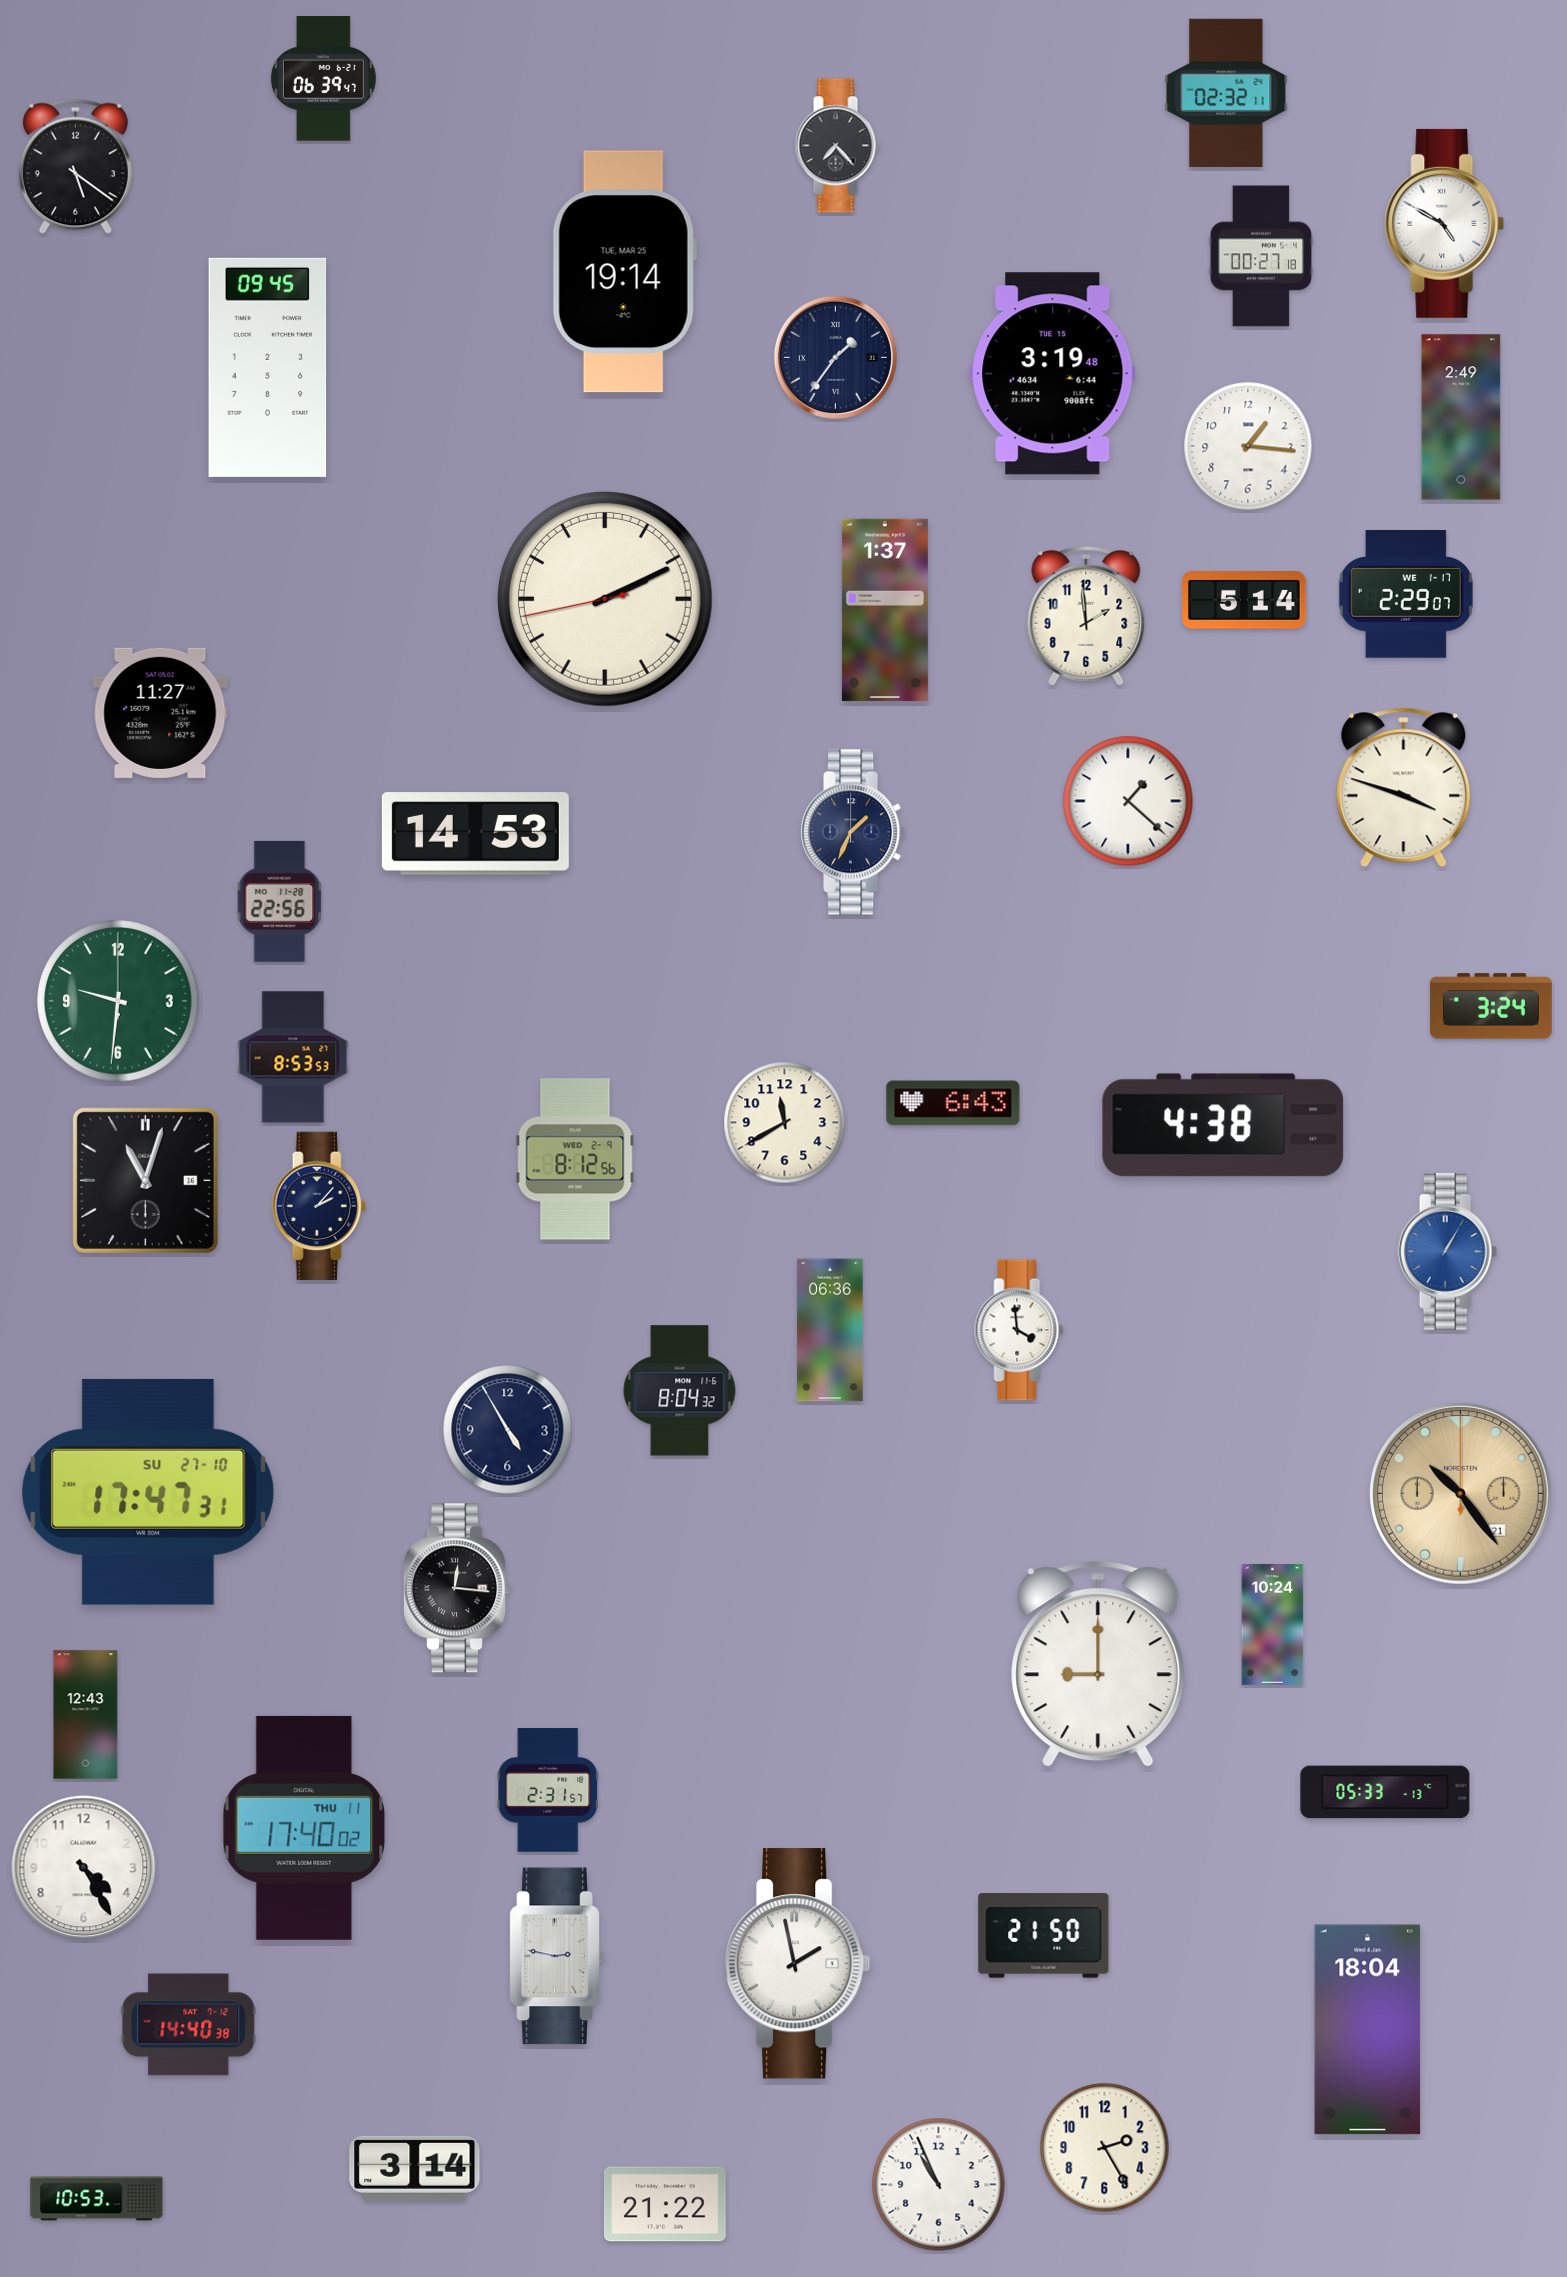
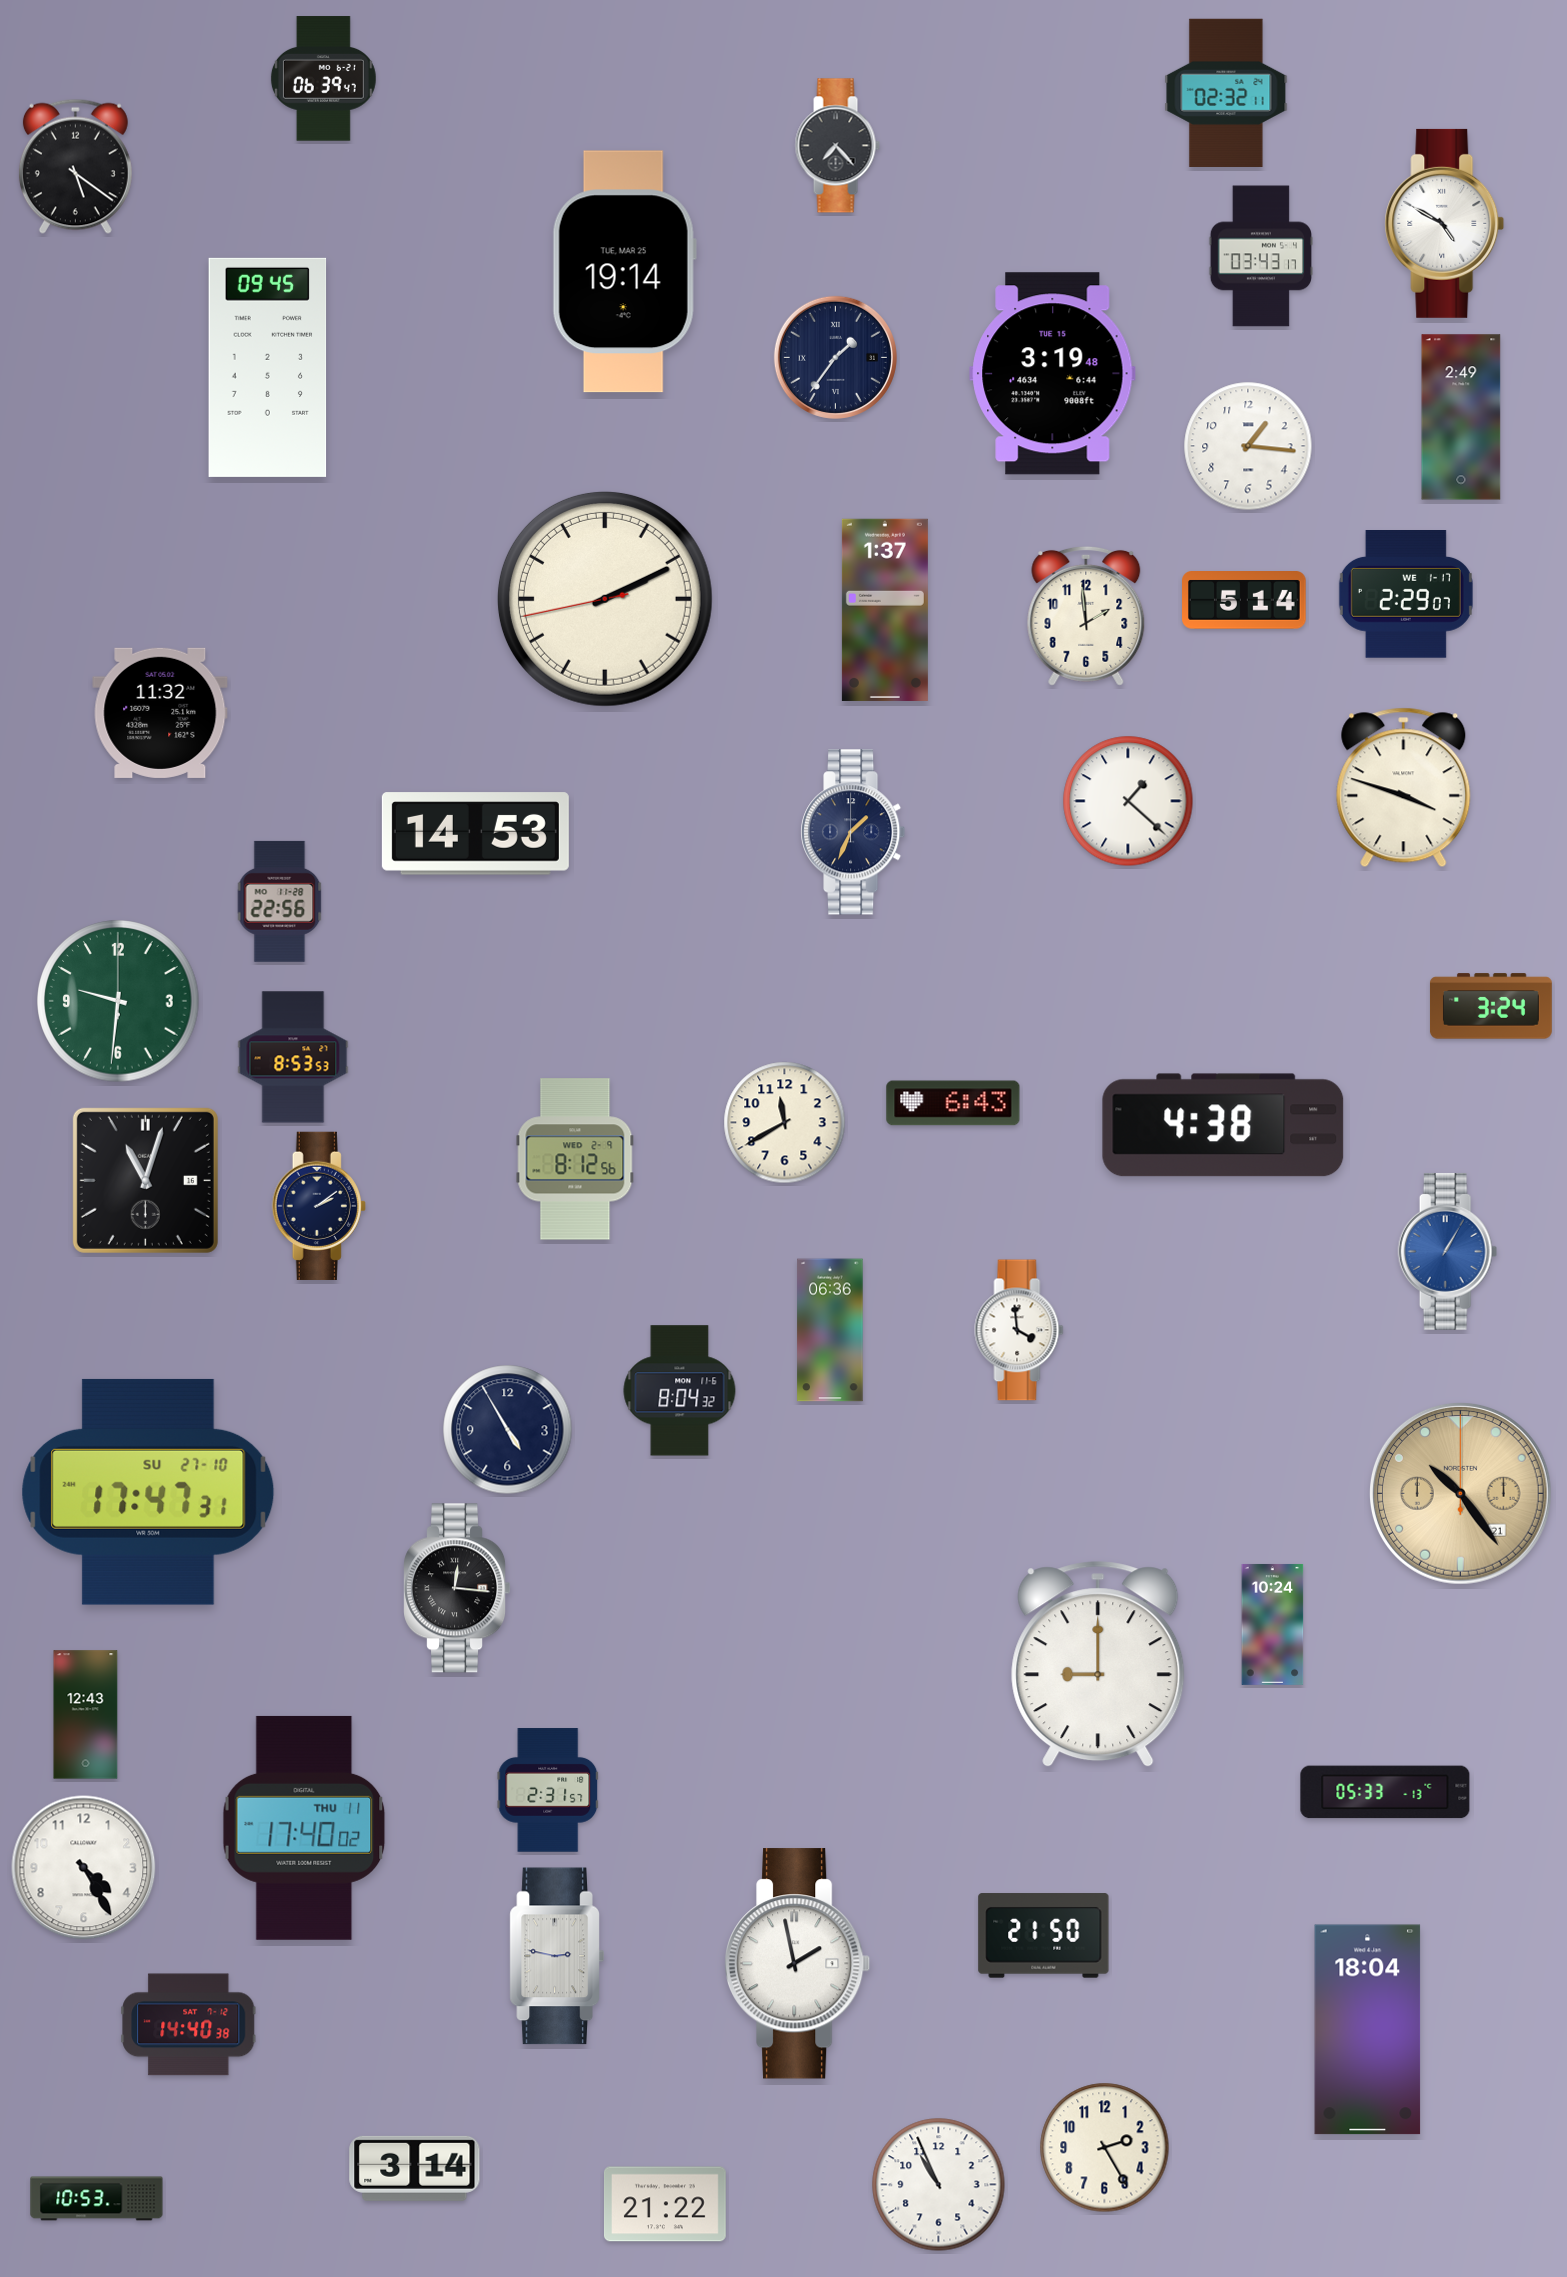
clock at (1260, 256): 00:27 -> 03:43
clock at (160, 713): 11:27 -> 11:32
clock at (319, 1206): 2:07 -> 2:09
